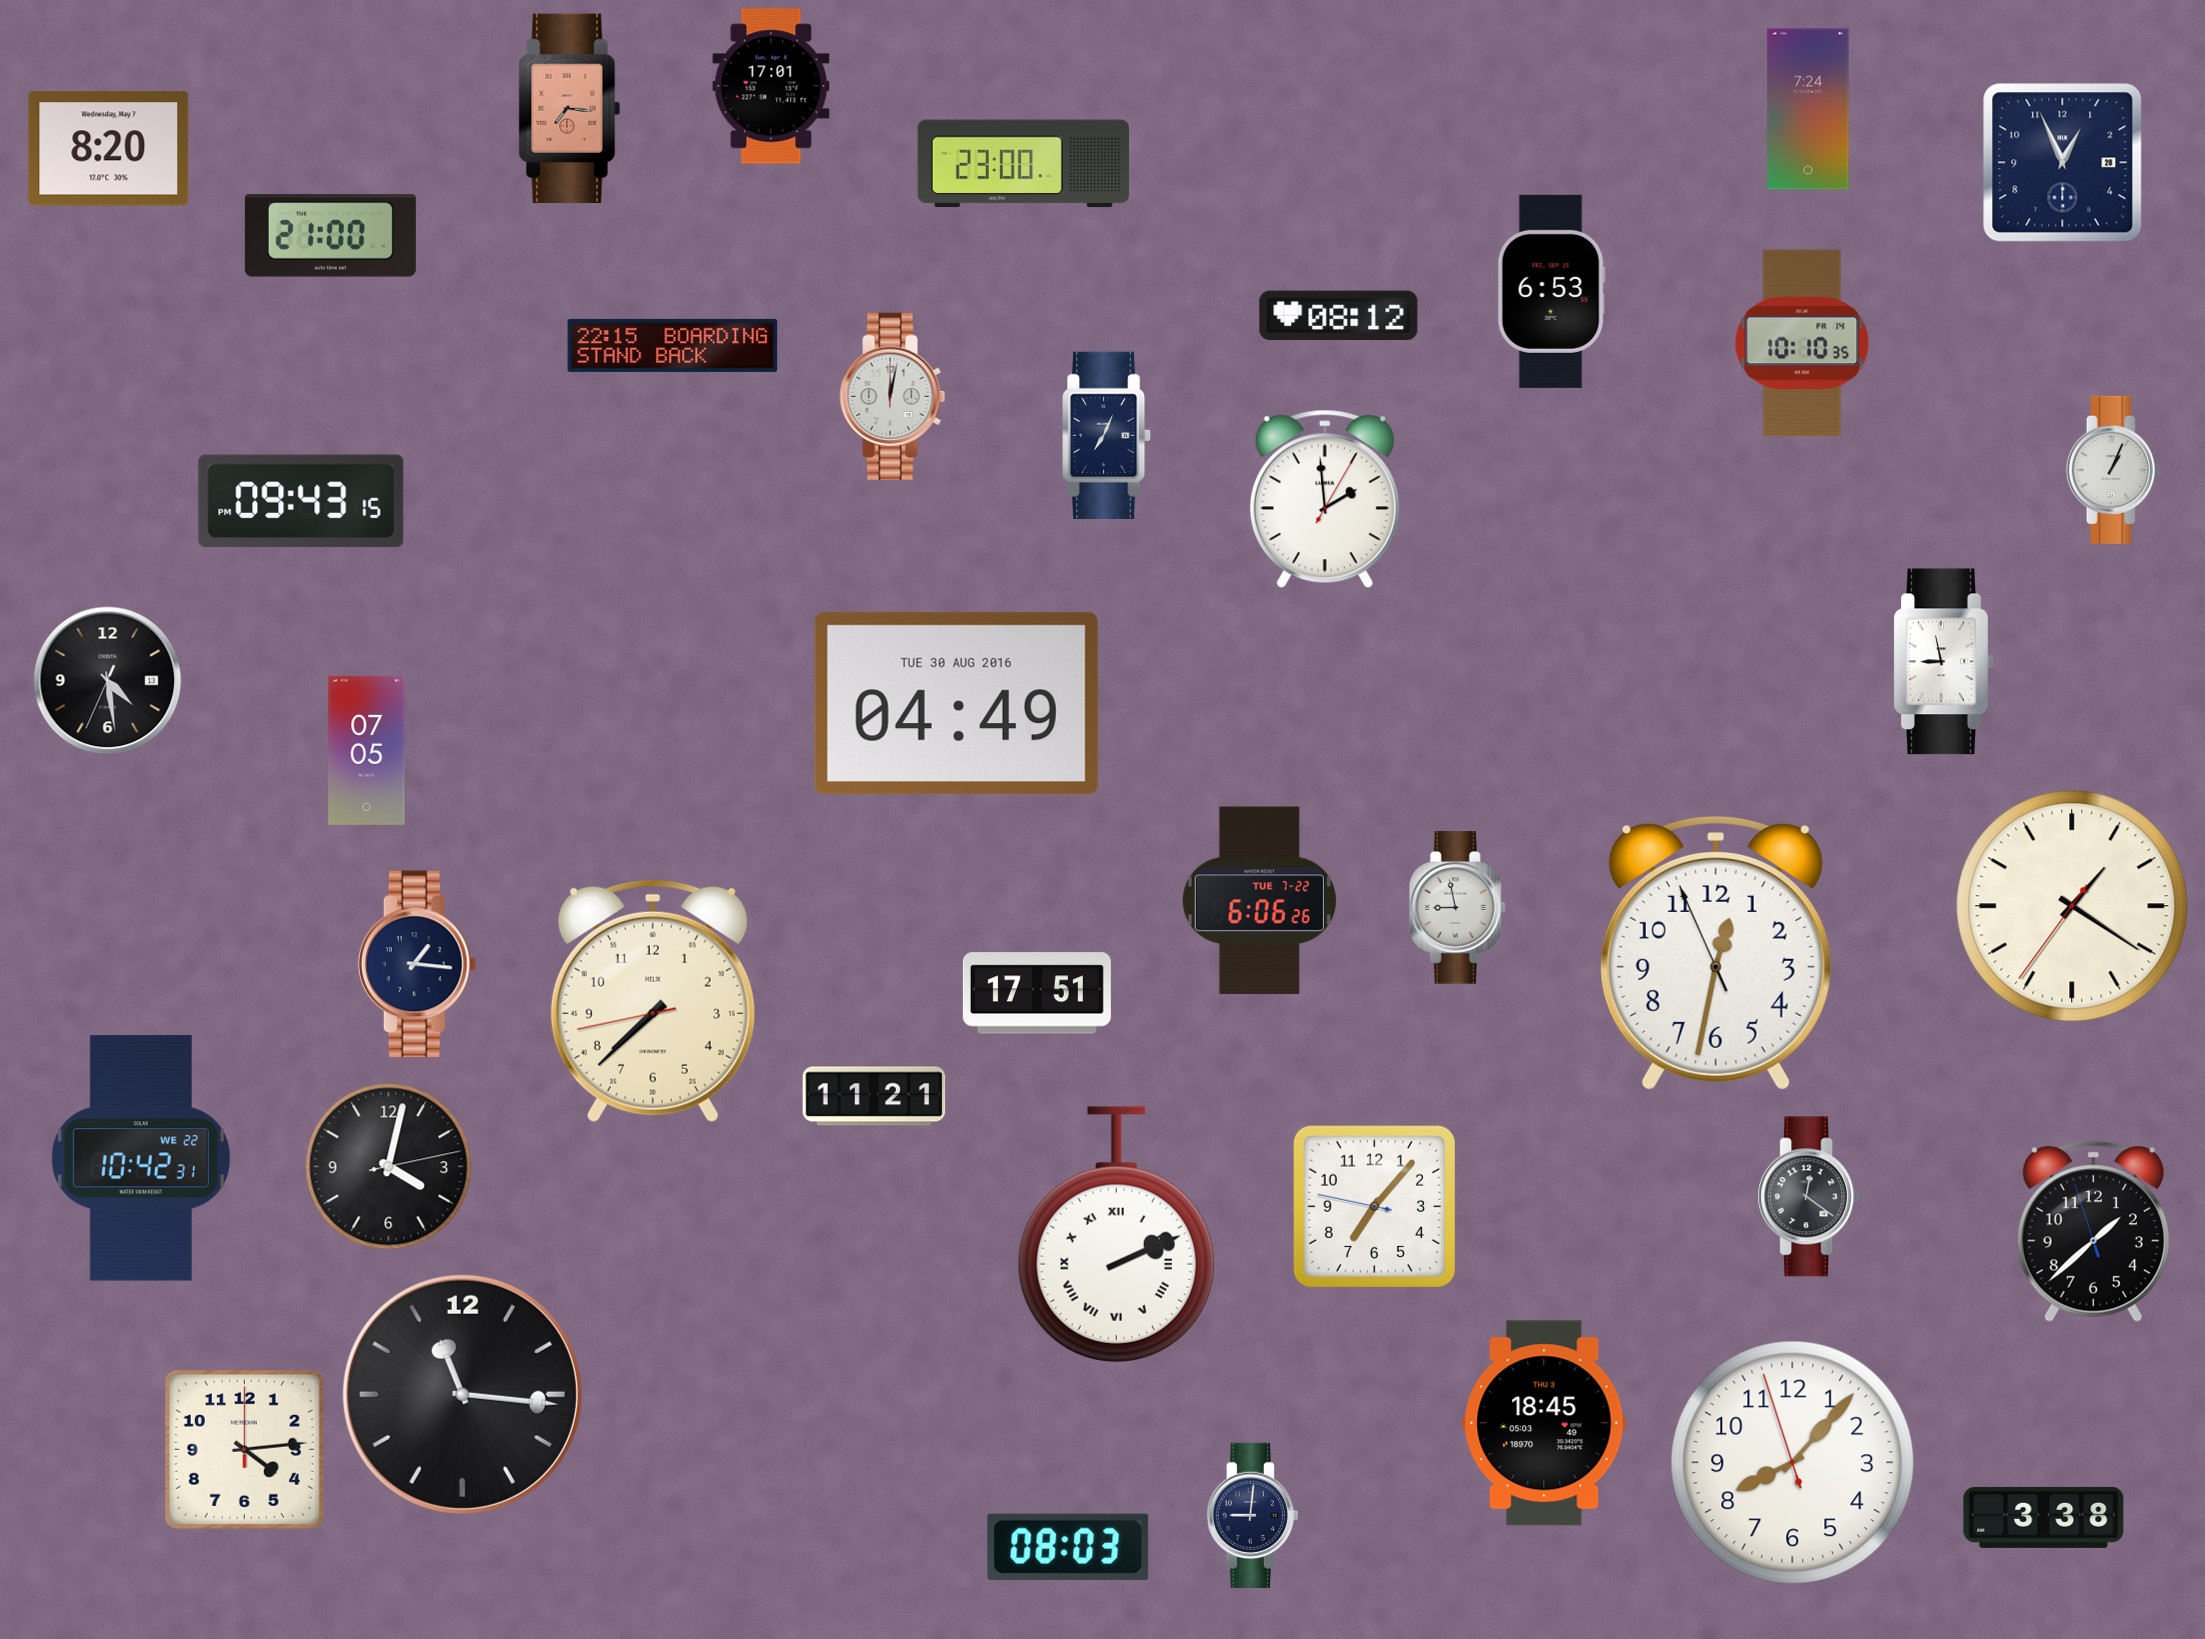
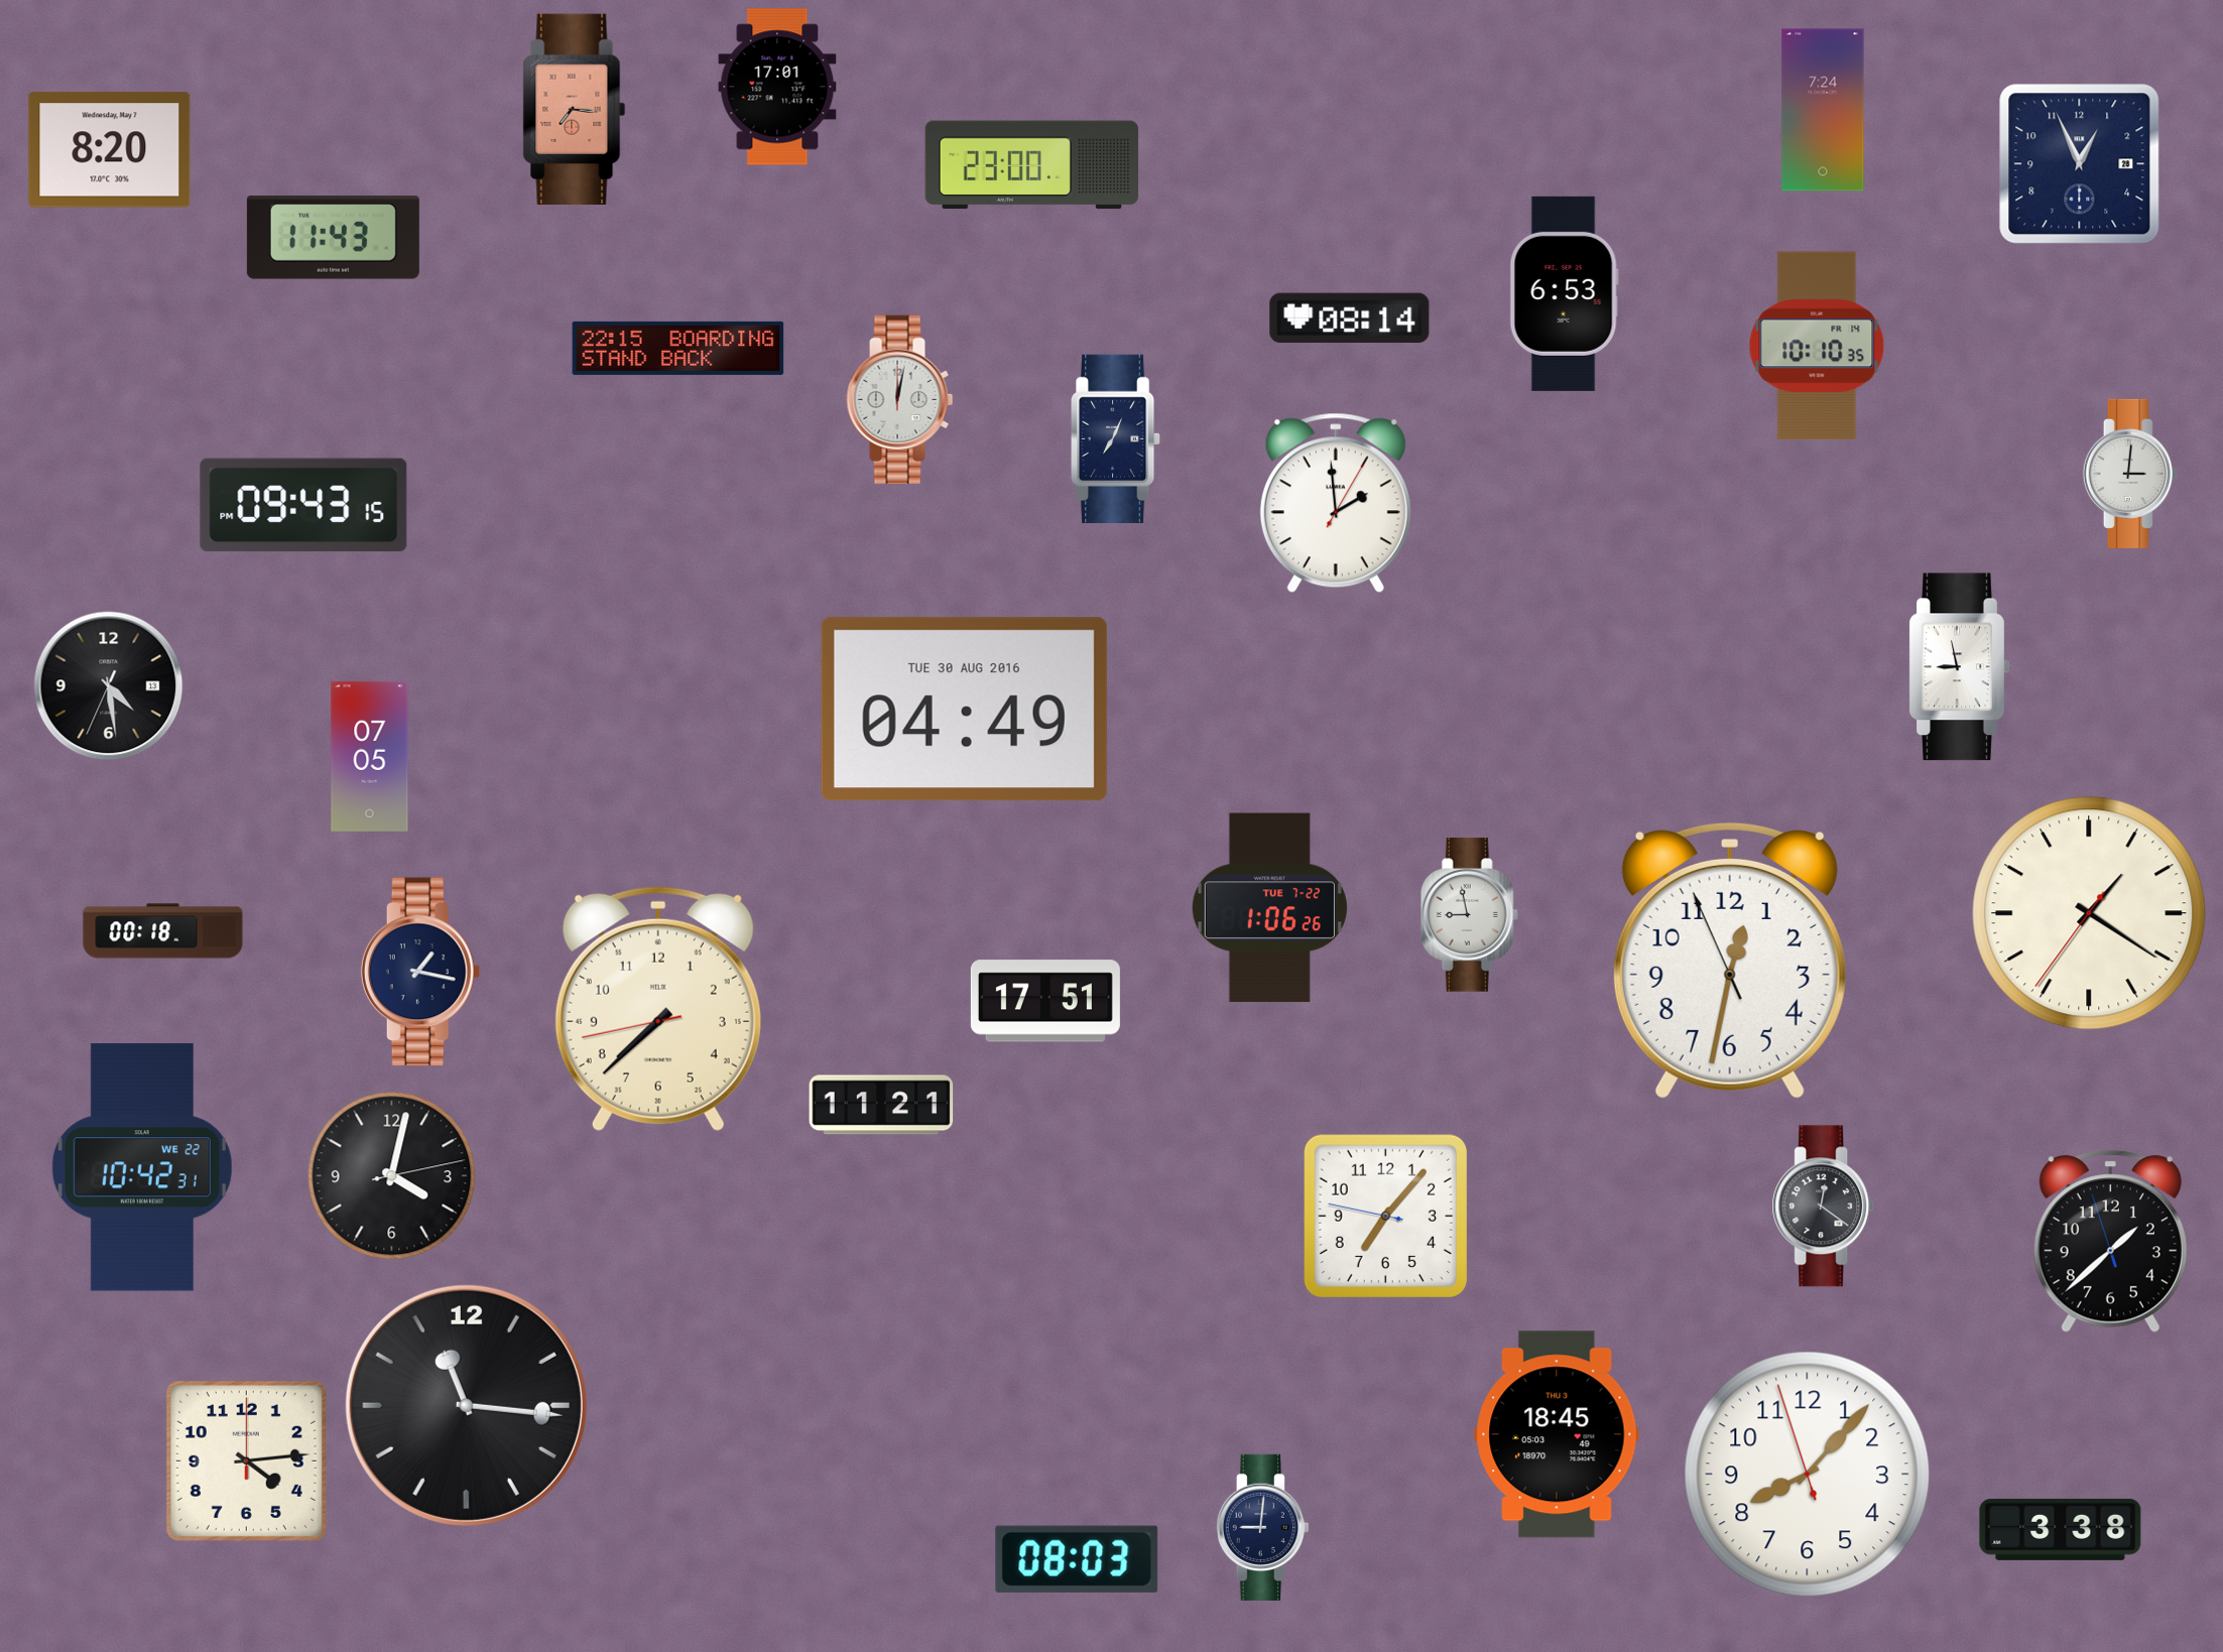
clock at (330, 236): 21:00 -> 11:43
clock at (1339, 316): 08:12 -> 08:14
clock at (2113, 470): 1:04 -> 3:01
clock at (1259, 901): 6:06 -> 1:06
clock at (163, 931): none -> 00:18
clock at (417, 964): 1:16 -> 1:17
clock at (1116, 1235): 2:11 -> none
